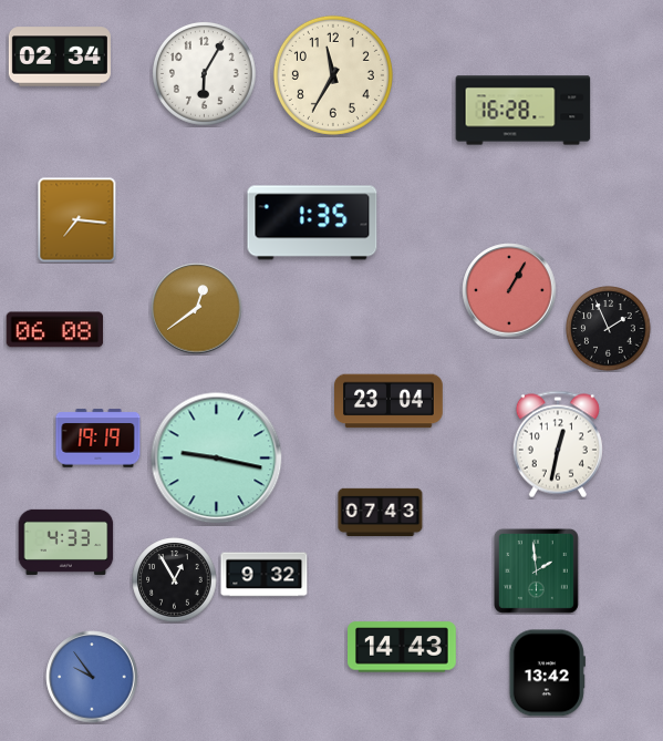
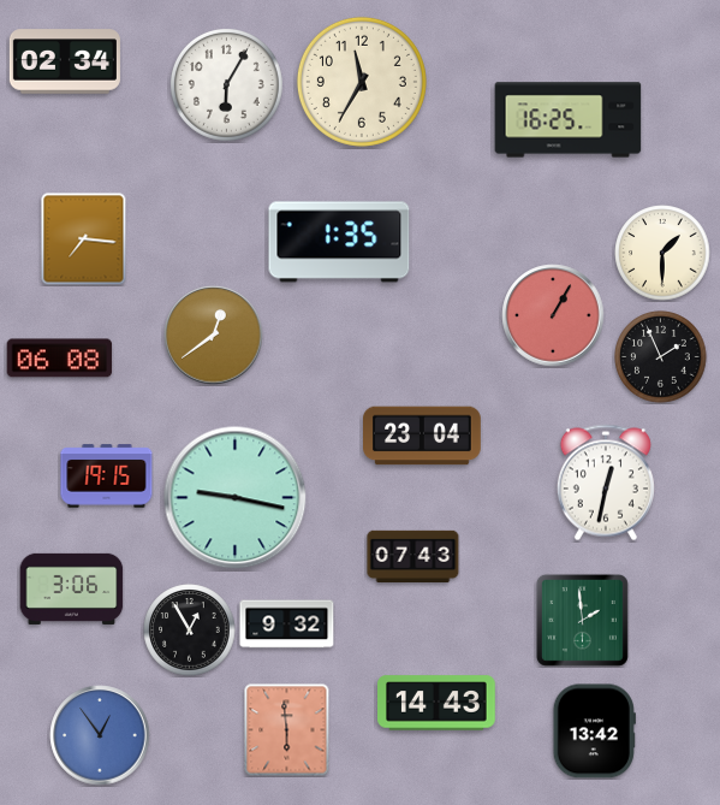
clock at (204, 73) position: (204, 73) -> (226, 84)
clock at (524, 111): 16:28 -> 16:25
clock at (662, 253): none -> 1:30
clock at (99, 439): 19:19 -> 19:15
clock at (66, 542): 4:33 -> 3:06
clock at (287, 730): none -> 5:59
clock at (92, 677): 9:54 -> 12:54
